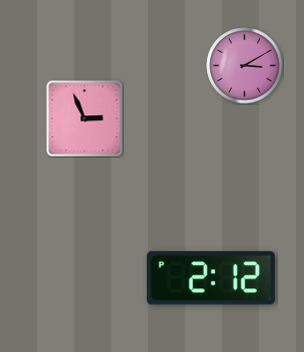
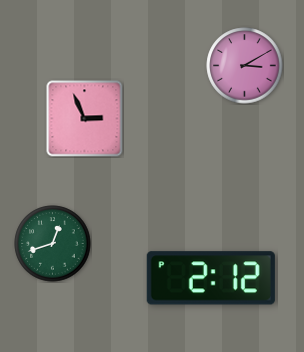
clock at (53, 244): none -> 12:42
